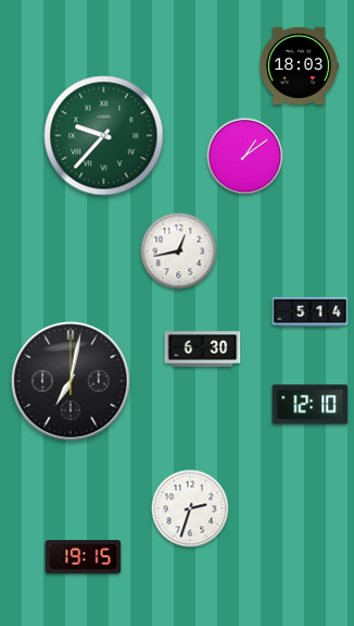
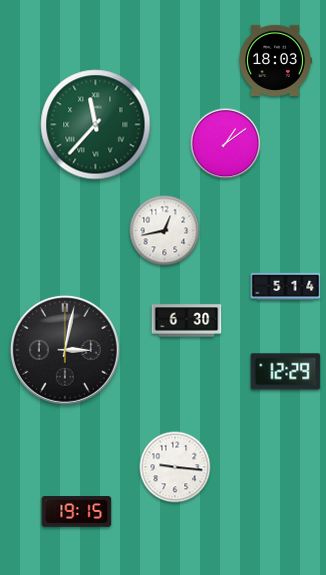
clock at (104, 136): 9:37 -> 11:37
clock at (71, 381): 7:02 -> 3:02
clock at (311, 405): 12:10 -> 12:29
clock at (190, 508): 2:33 -> 9:16
